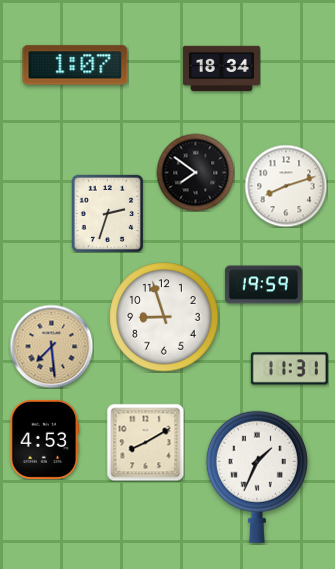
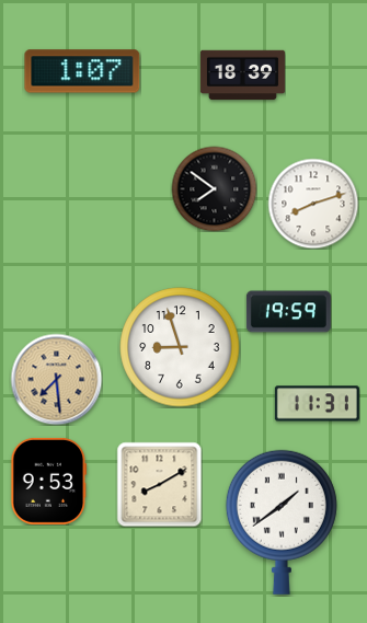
clock at (221, 69): 18:34 -> 18:39
clock at (107, 213): 2:33 -> none
clock at (45, 439): 4:53 -> 9:53
clock at (257, 477): 1:34 -> 1:39
